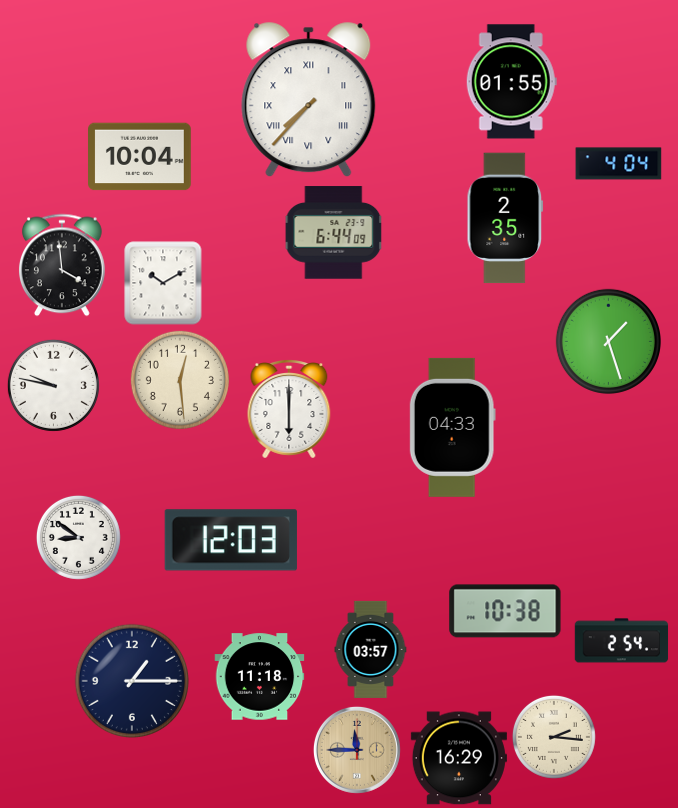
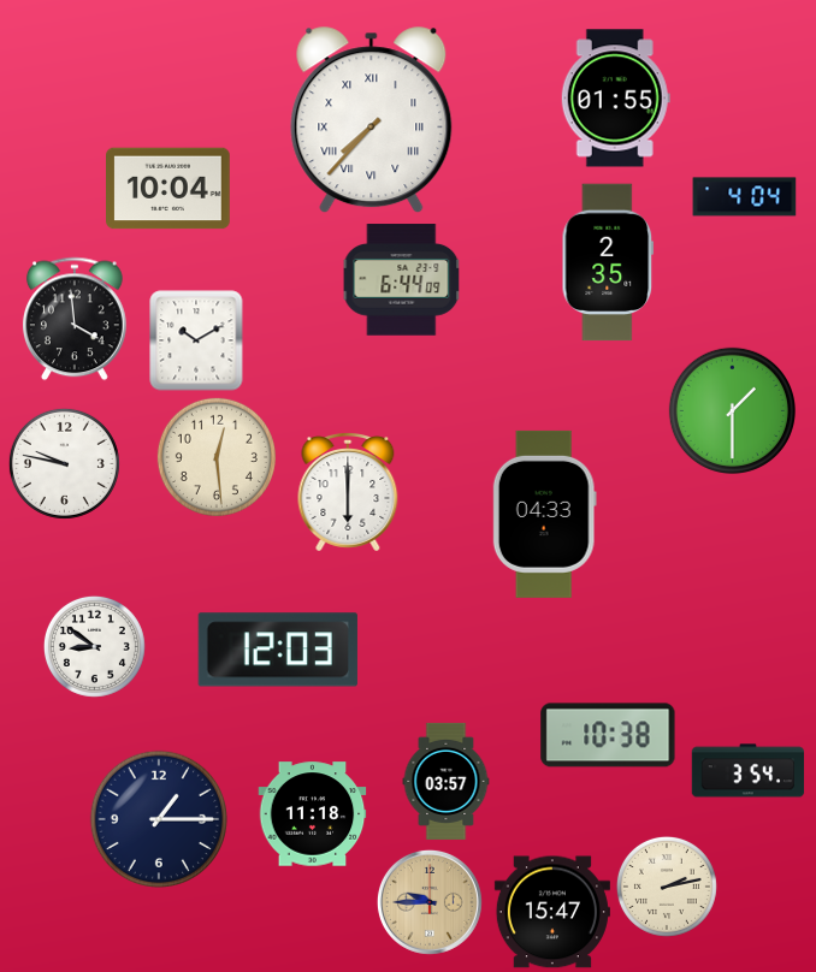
clock at (608, 341): 1:27 -> 1:30
clock at (622, 641): 2:54 -> 3:54
clock at (554, 737): 2:16 -> 2:13
clock at (357, 750): 11:45 -> 9:45
clock at (459, 758): 16:29 -> 15:47
